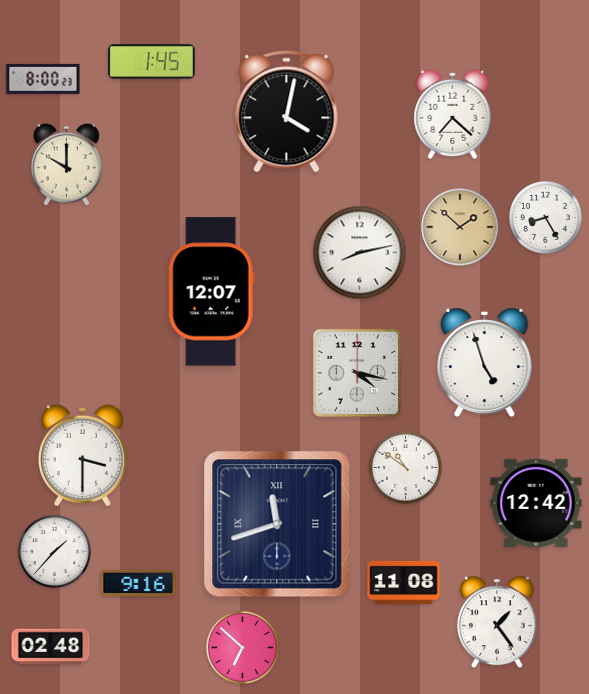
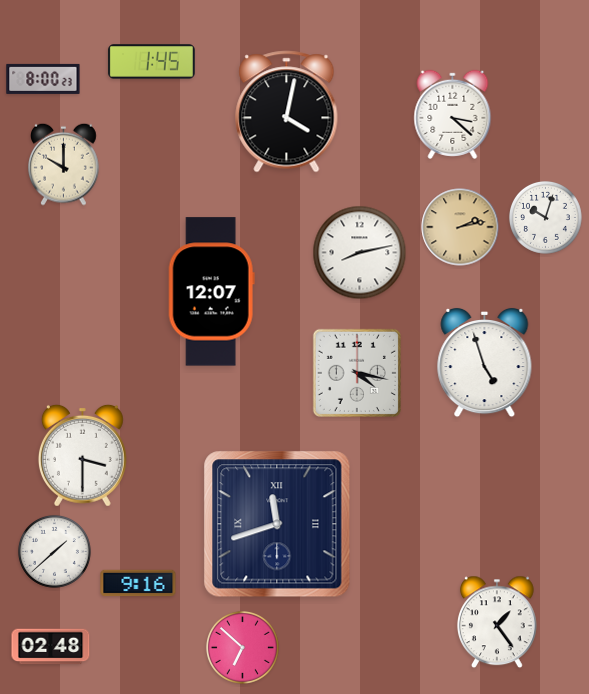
clock at (453, 114): 7:22 -> 3:22
clock at (67, 164) position: (67, 164) -> (64, 164)
clock at (545, 217): 8:25 -> 10:03
clock at (460, 227): 1:52 -> 2:13
clock at (405, 467): 10:51 -> none
clock at (536, 503): 12:42 -> none
clock at (54, 551): 1:37 -> 1:38
clock at (404, 582): 11:08 -> none
